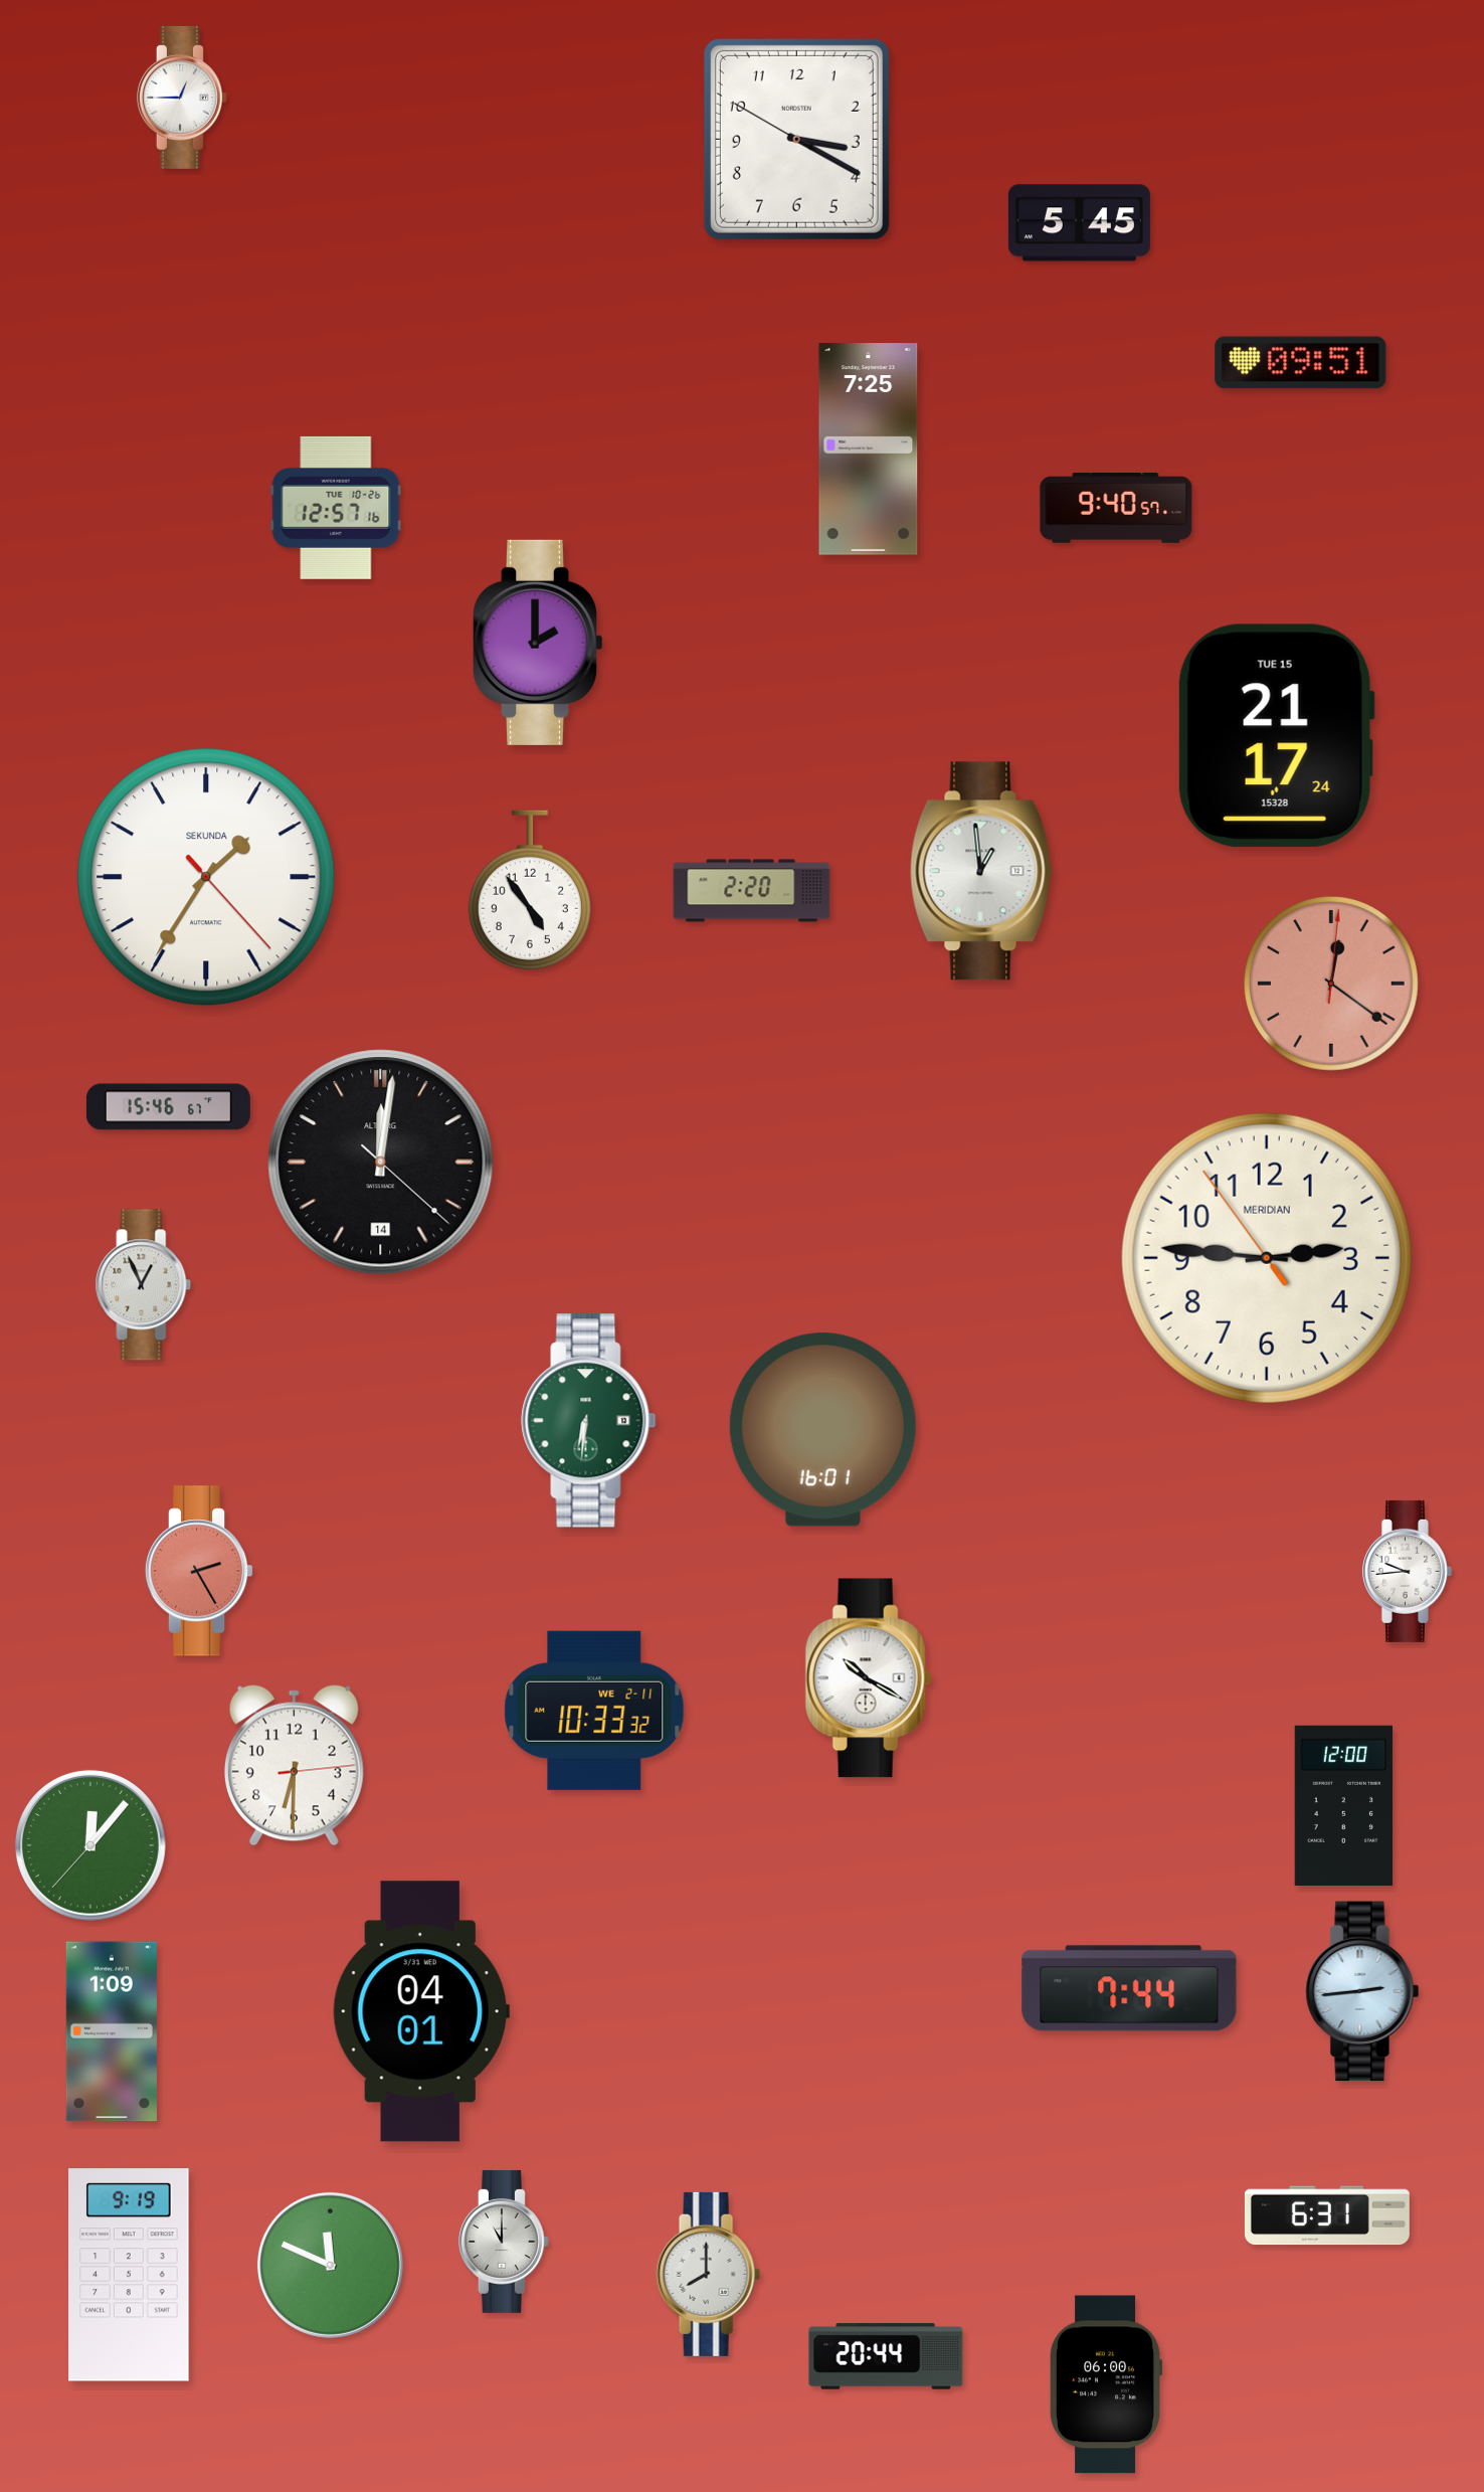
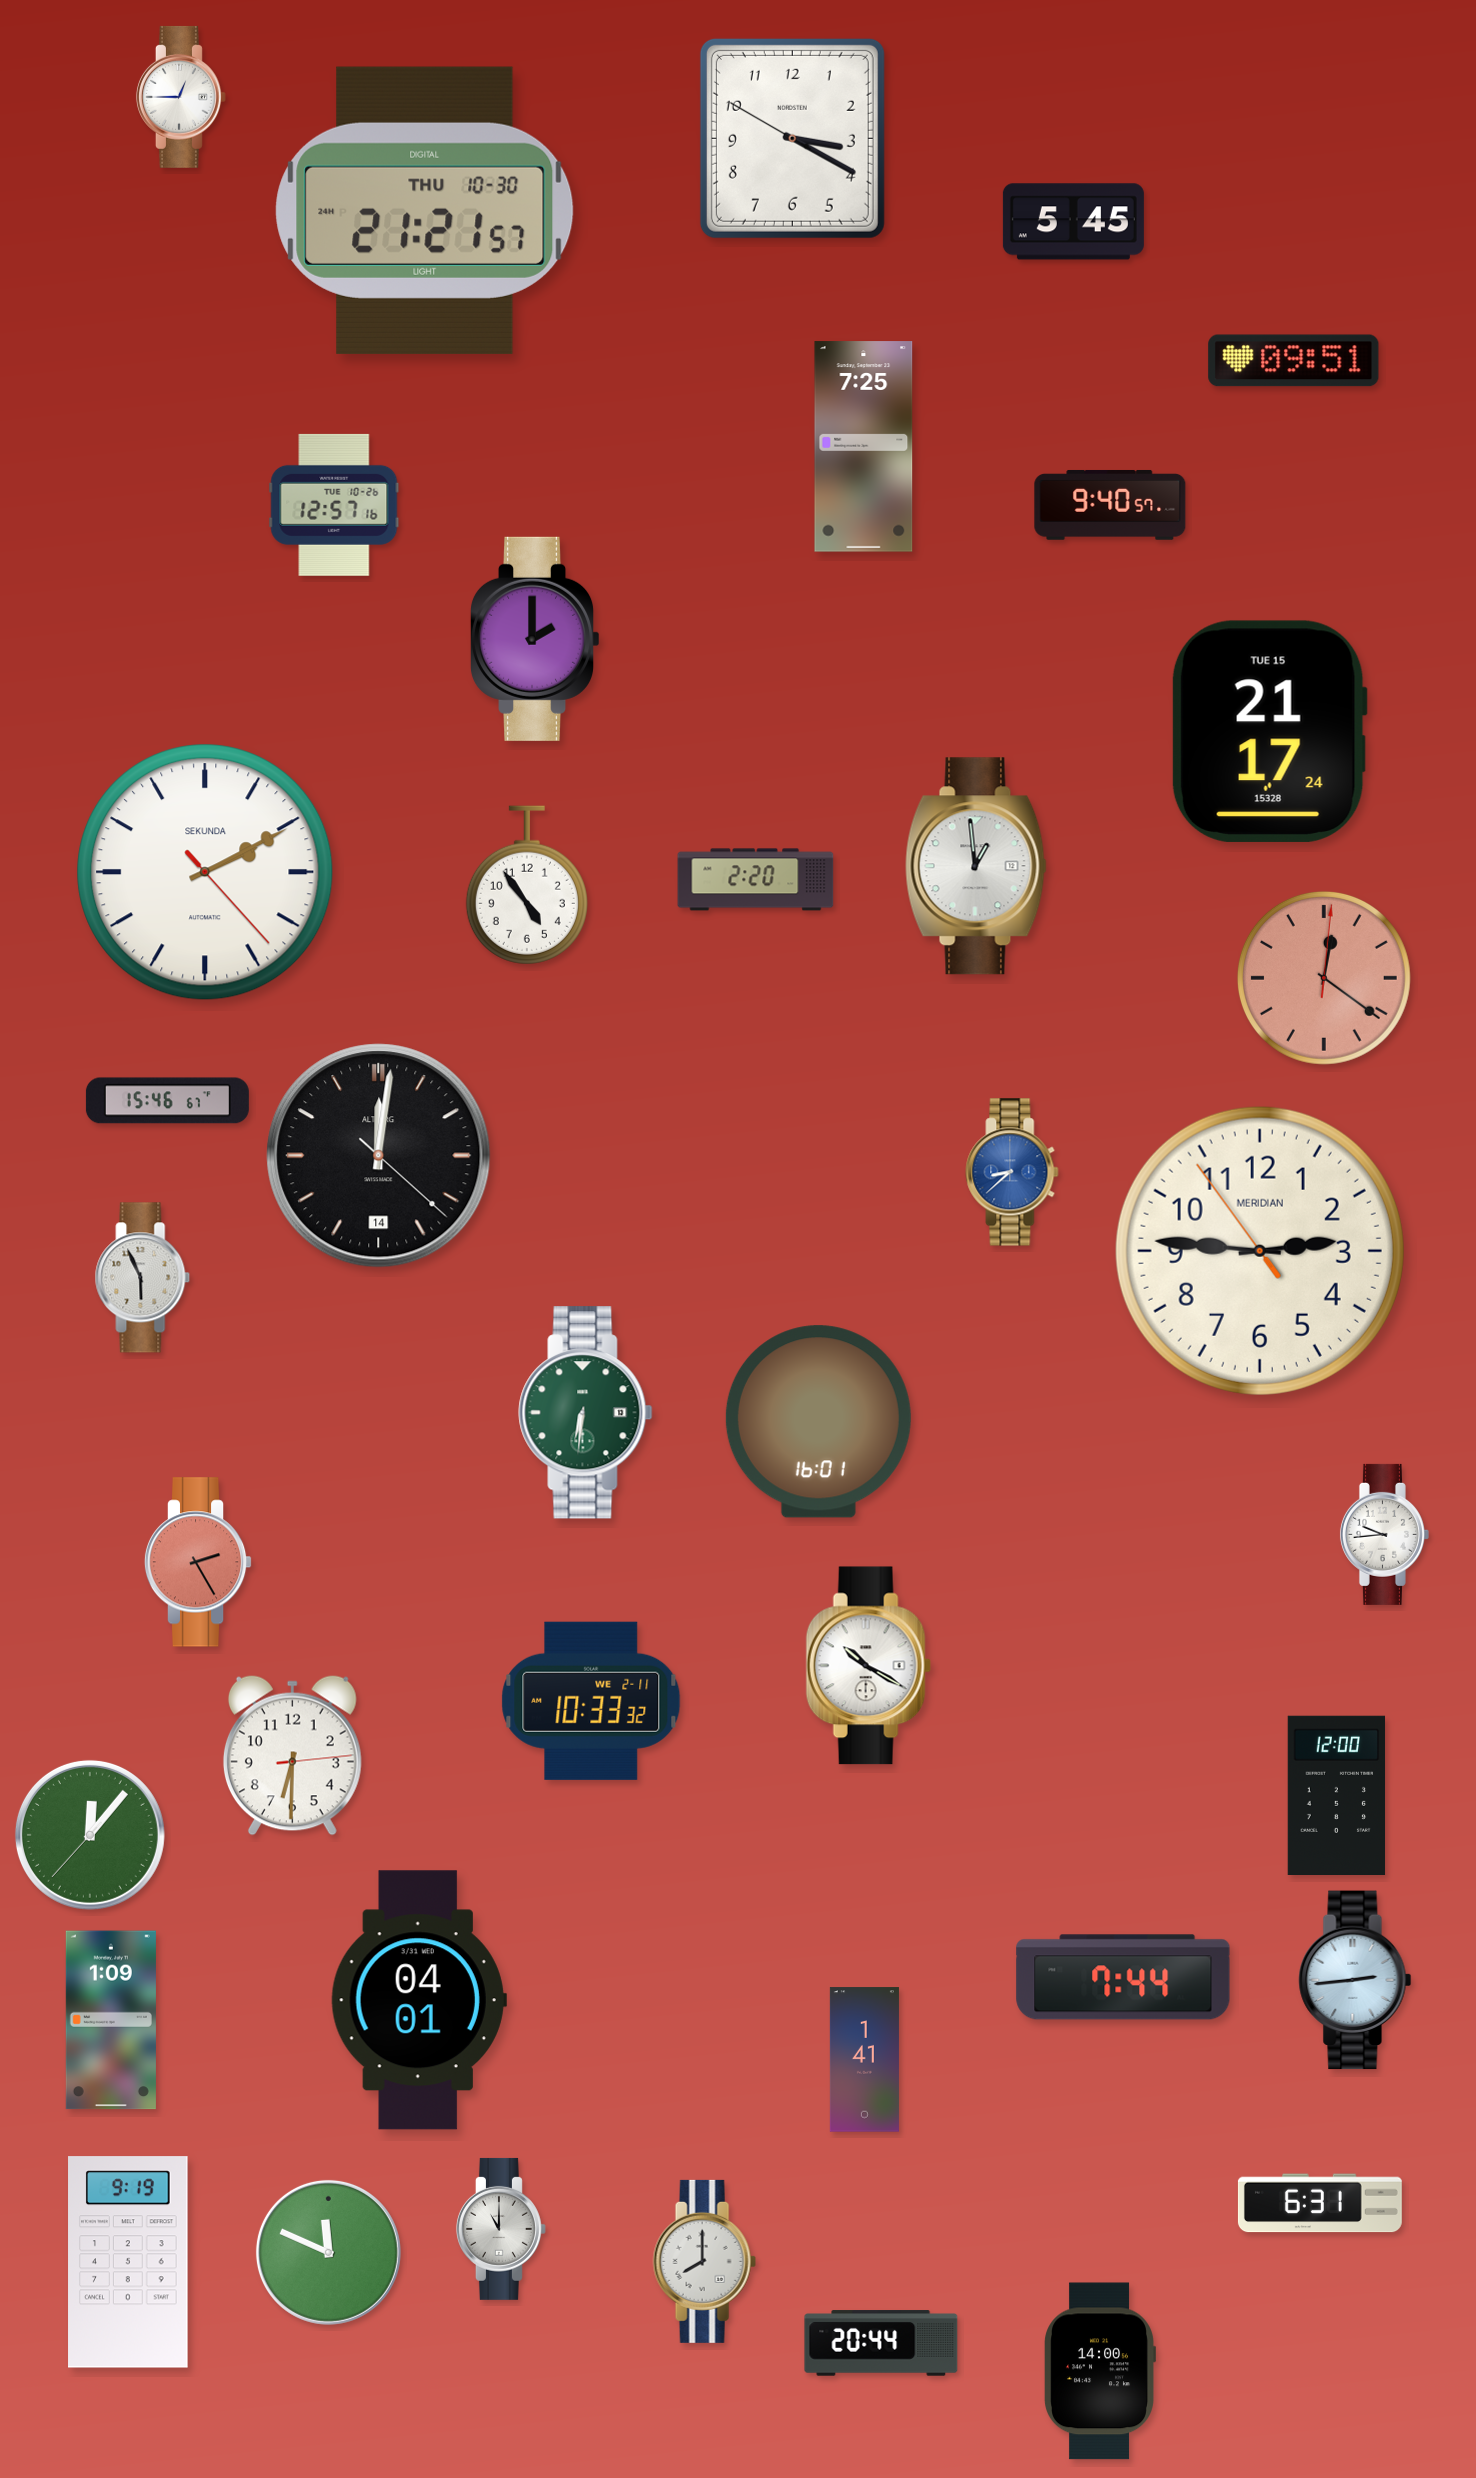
clock at (425, 210): none -> 21:21
clock at (206, 877): 1:35 -> 2:10
clock at (752, 891) position: (752, 891) -> (756, 880)
clock at (1012, 1172): none -> 8:38
clock at (144, 1285): 12:56 -> 5:56
clock at (1407, 1571) position: (1407, 1571) -> (1384, 1534)
clock at (868, 1678) position: (868, 1678) -> (868, 1666)
clock at (864, 2060): none -> 1:41
clock at (1106, 2384): 06:00 -> 14:00
